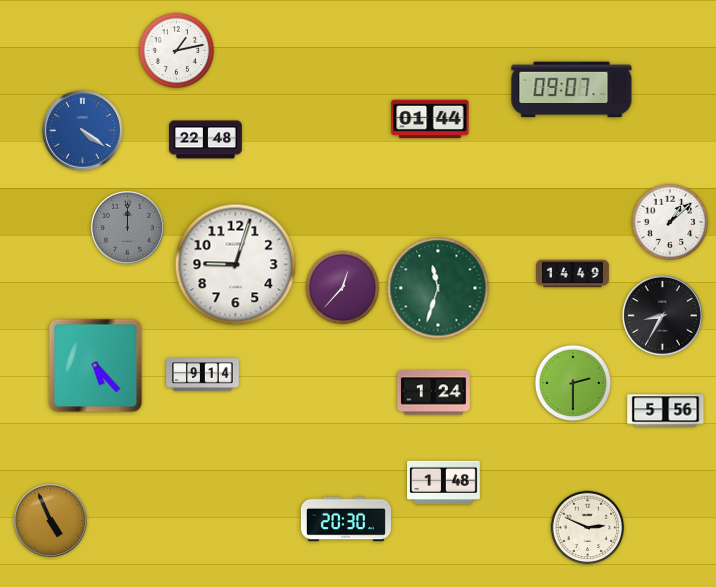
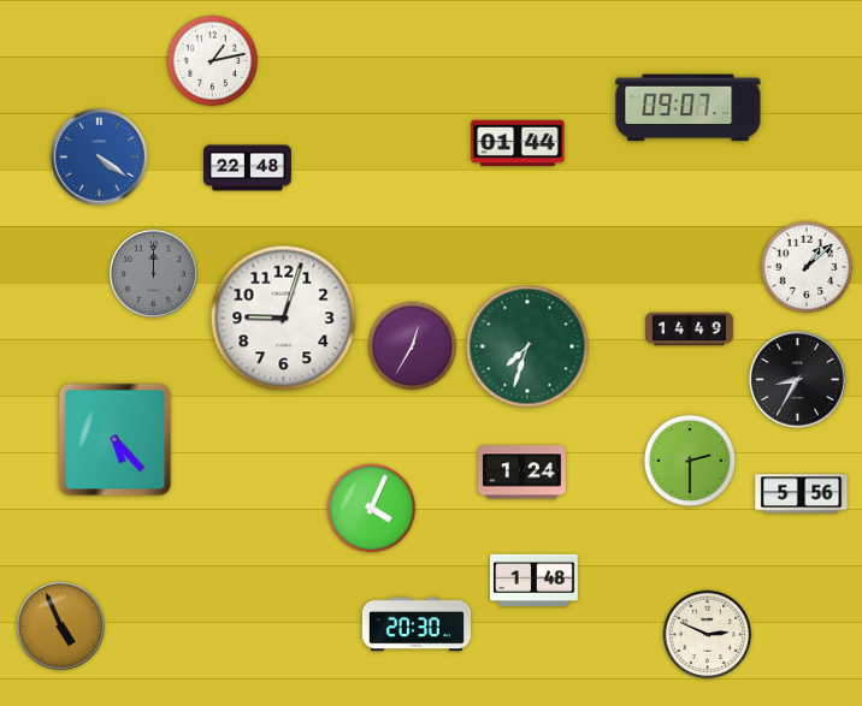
clock at (343, 288): 12:37 -> 12:35
clock at (438, 288): 11:33 -> 7:33
clock at (203, 375): 9:14 -> none
clock at (372, 509): none -> 4:04
